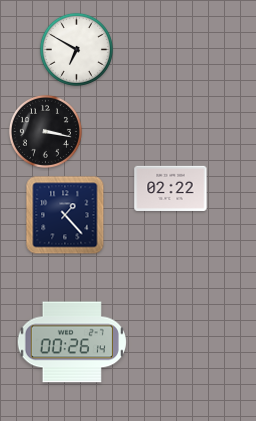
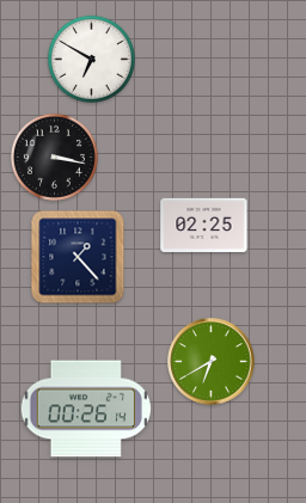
clock at (171, 188): 02:22 -> 02:25
clock at (212, 362): none -> 6:40
